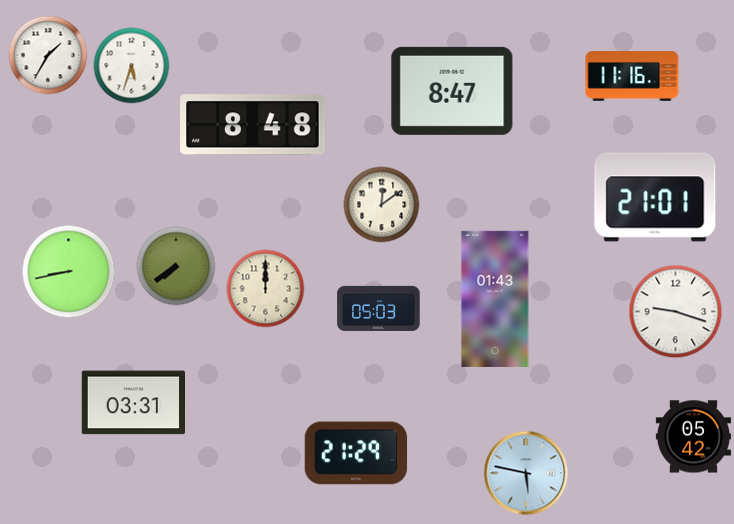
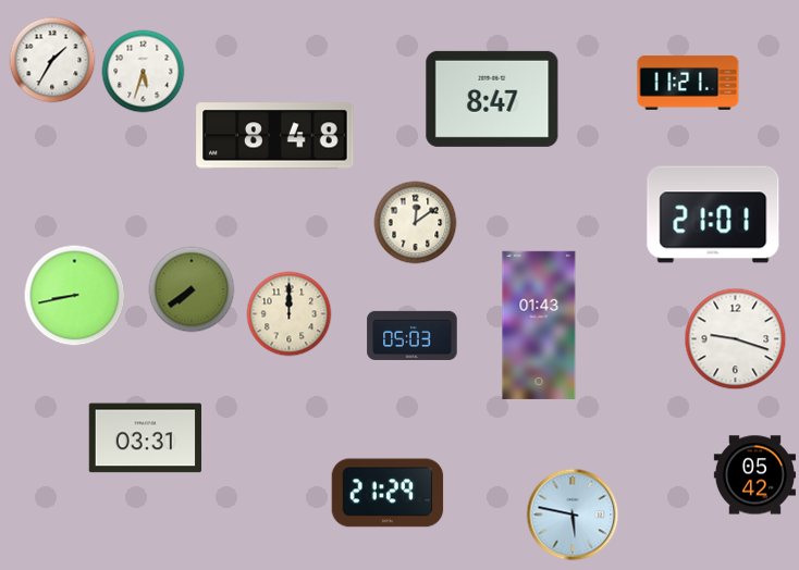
clock at (632, 77): 11:16 -> 11:21
